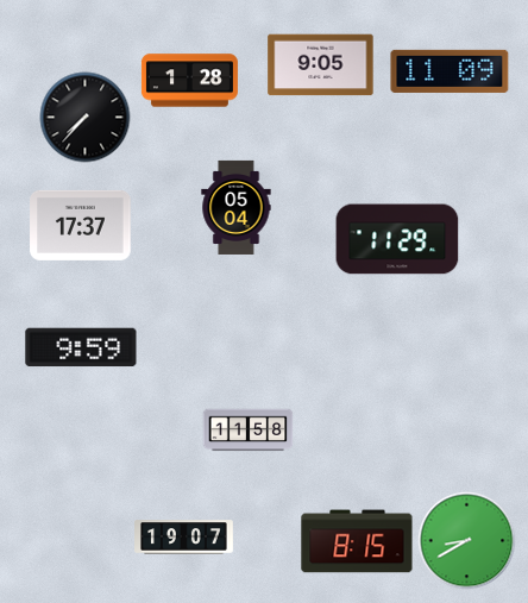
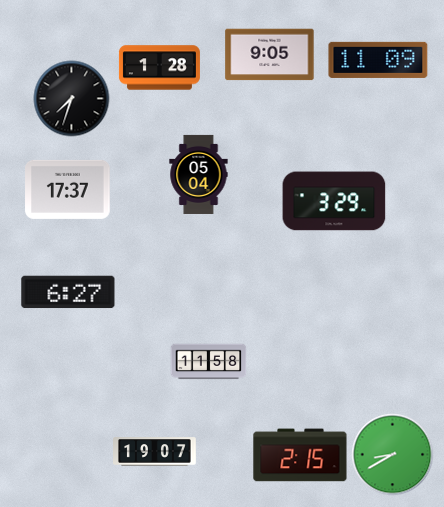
clock at (86, 118): 7:37 -> 7:33
clock at (397, 239): 11:29 -> 3:29
clock at (81, 347): 9:59 -> 6:27
clock at (357, 541): 8:15 -> 2:15
